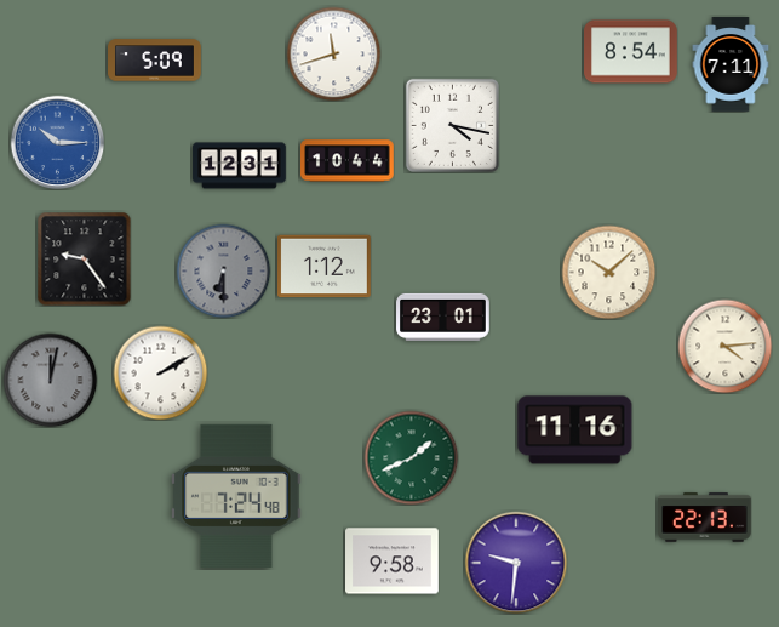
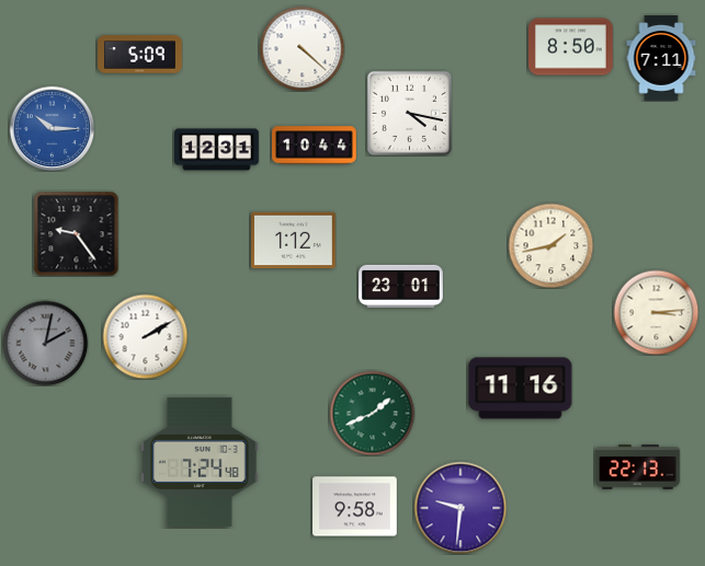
clock at (631, 52): 8:54 -> 8:50
clock at (333, 53): 11:42 -> 4:22
clock at (223, 270): 6:30 -> none
clock at (608, 272): 10:08 -> 1:43
clock at (724, 346): 4:14 -> 3:14
clock at (50, 380): 12:02 -> 2:02
clock at (236, 496) position: (236, 496) -> (200, 462)
clock at (516, 563) position: (516, 563) -> (460, 508)
